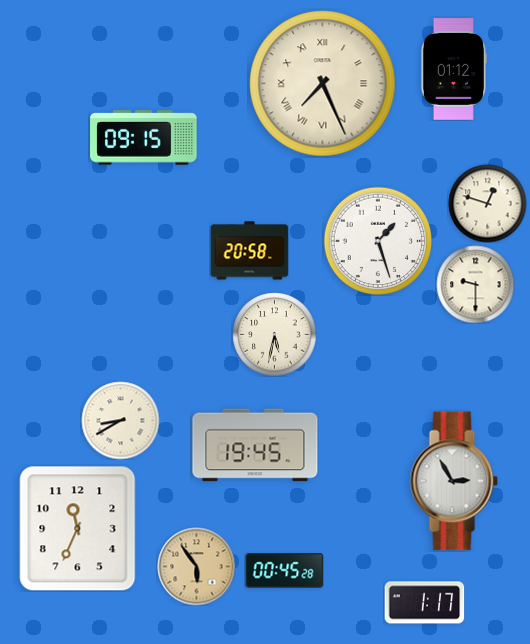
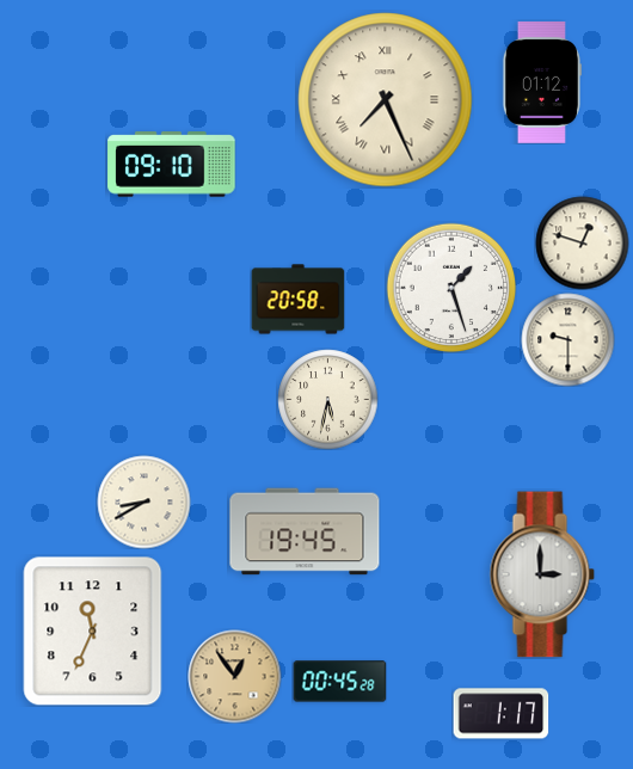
clock at (144, 138): 09:15 -> 09:10
clock at (454, 481): 2:55 -> 3:00
clock at (196, 566): 5:54 -> 12:54
clock at (424, 603) position: (424, 603) -> (500, 714)
